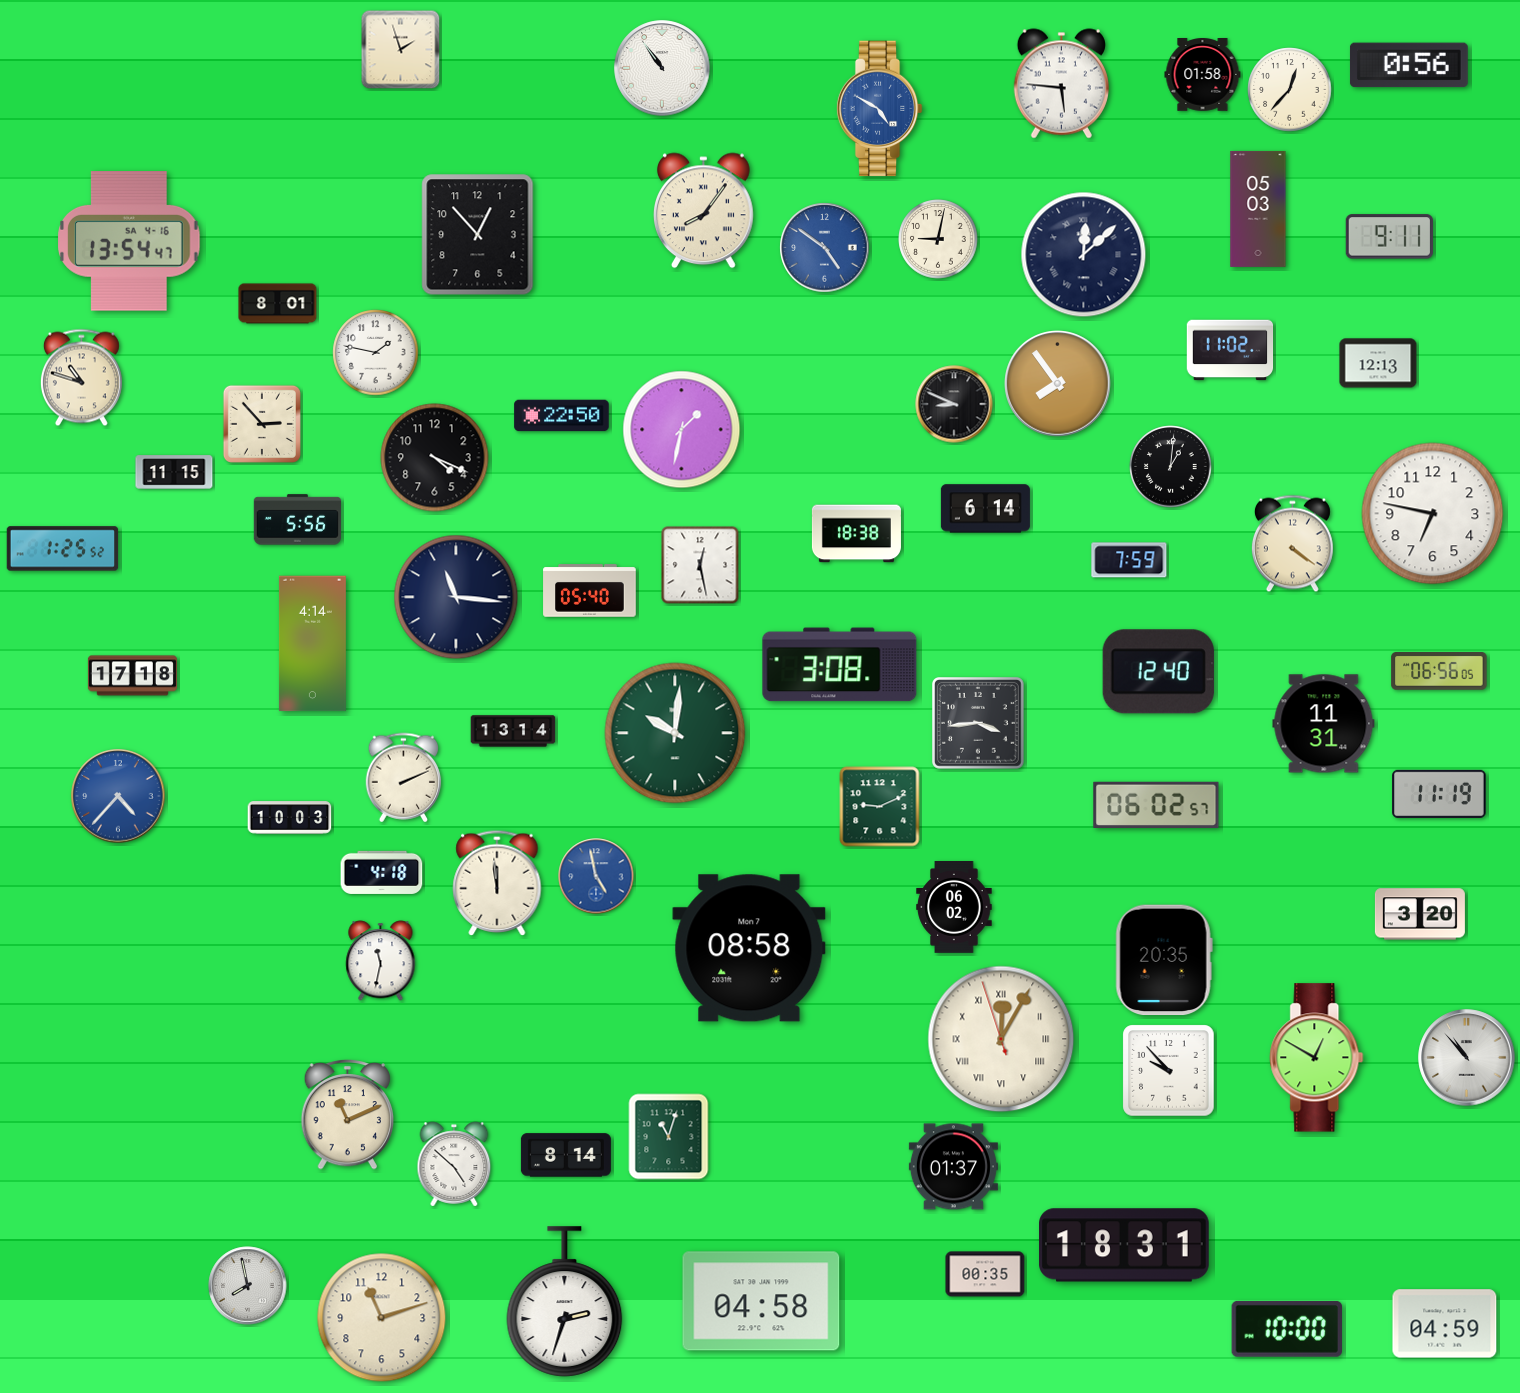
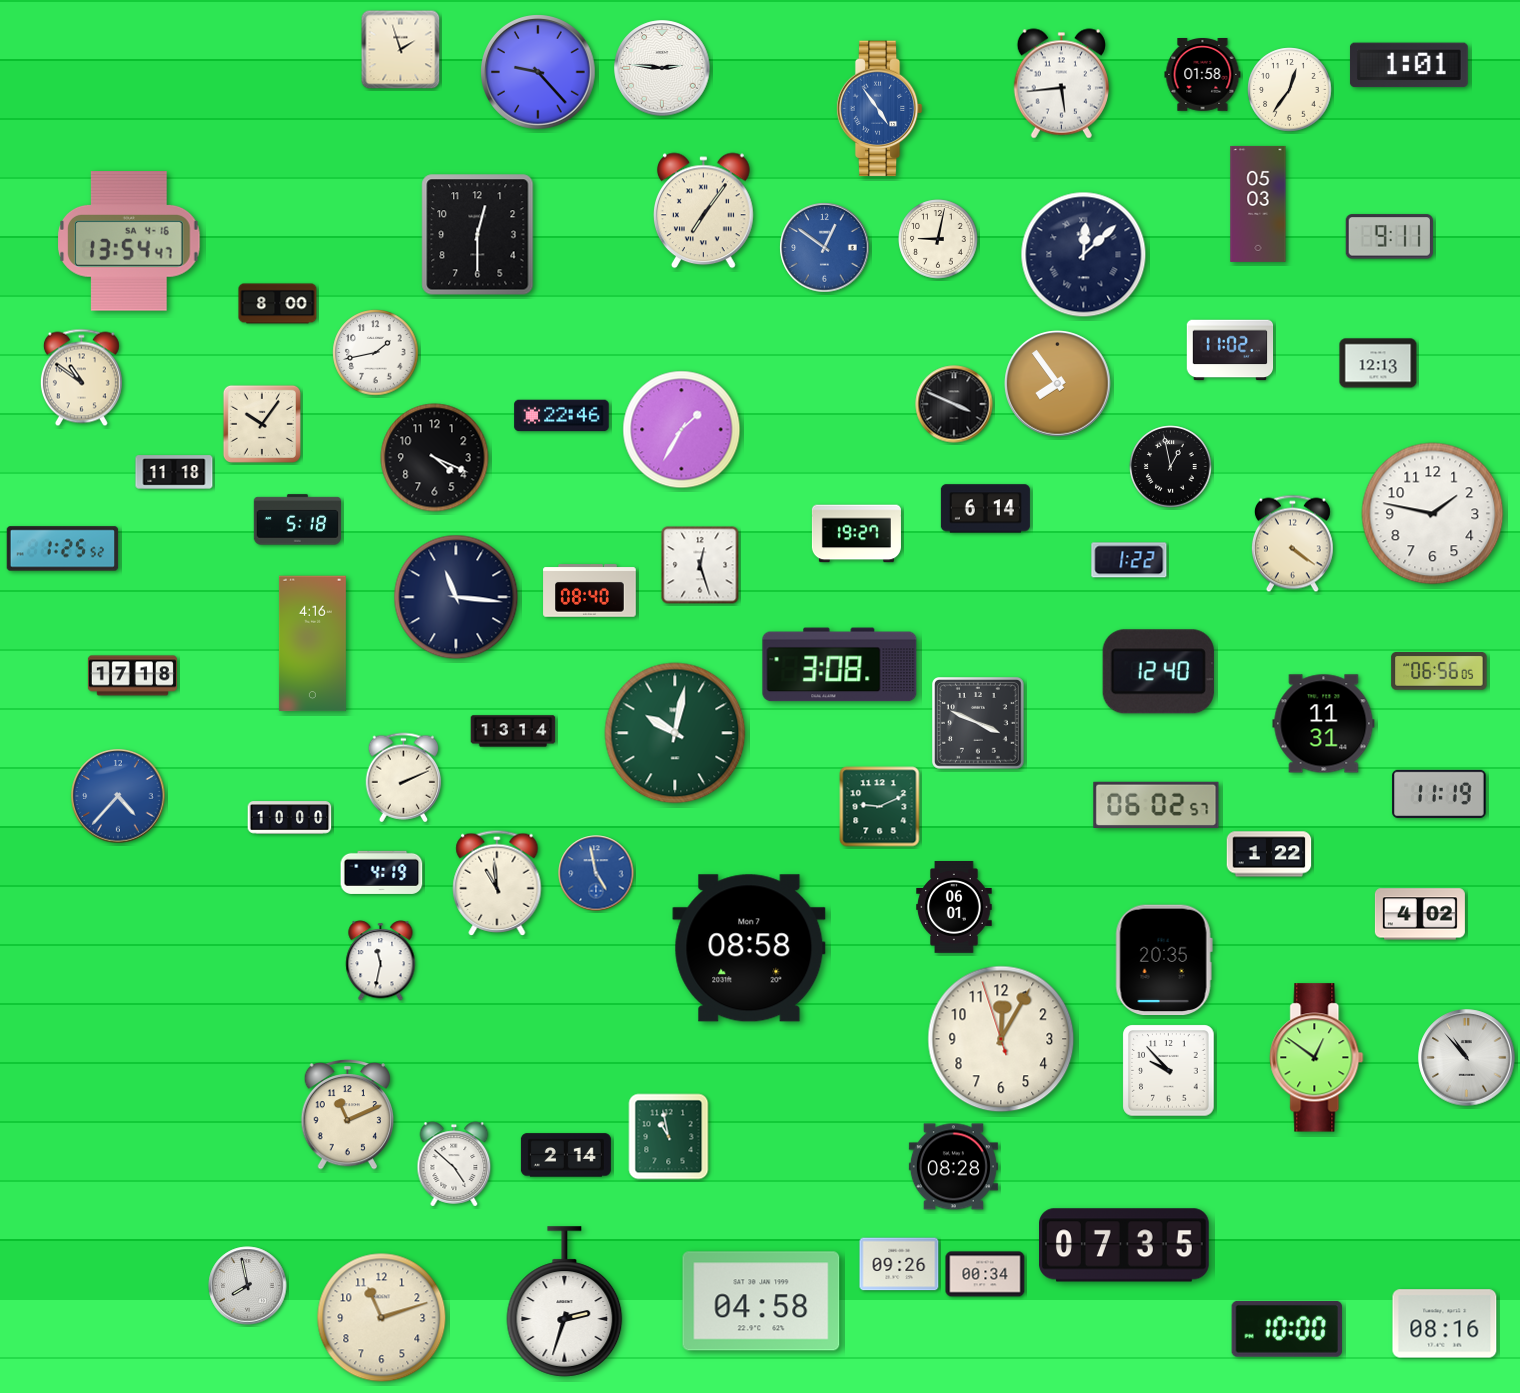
clock at (1409, 65): 0:56 -> 1:01
clock at (662, 68): 10:54 -> 2:46
clock at (539, 73): none -> 9:23
clock at (1061, 84): 5:46 -> 5:44
clock at (1290, 90): 12:37 -> 12:36
clock at (879, 109): 4:50 -> 4:54
clock at (1258, 209) position: (1258, 209) -> (1258, 204)
clock at (704, 211): 8:06 -> 7:06
clock at (478, 235): 12:53 -> 12:30
clock at (825, 248): 4:51 -> 12:51
clock at (278, 304): 8:01 -> 8:00
clock at (376, 353): 1:47 -> 1:43
clock at (81, 378): 10:48 -> 10:51
clock at (954, 404): 8:49 -> 3:49
clock at (562, 416): 22:50 -> 22:46
clock at (262, 424): 2:53 -> 10:06
clock at (682, 430): 1:32 -> 1:35
clock at (1171, 467): 1:01 -> 12:58
clock at (174, 472): 11:15 -> 11:18
clock at (1433, 514): 6:47 -> 1:47
clock at (297, 520): 5:56 -> 5:18
clock at (856, 534): 18:38 -> 19:27
clock at (1129, 560): 7:59 -> 1:22
clock at (700, 565): 12:28 -> 12:27
clock at (590, 591): 05:40 -> 08:40
clock at (312, 644): 4:14 -> 4:16
clock at (979, 724): 3:44 -> 3:49
clock at (675, 733): 10:01 -> 10:02
clock at (290, 818): 10:03 -> 10:00
clock at (1269, 854): none -> 1:22
clock at (382, 872): 4:18 -> 4:19
clock at (596, 876) position: (596, 876) -> (596, 873)
clock at (497, 883): 11:59 -> 10:59
clock at (954, 908): 06:02 -> 06:01
clock at (1420, 914): 3:20 -> 4:02
clock at (1001, 1039) numerals: Roman -> Arabic
clock at (1317, 1058): 12:50 -> 12:51
clock at (669, 1137): 11:03 -> 10:58
clock at (566, 1155): 8:14 -> 2:14
clock at (953, 1167): 01:37 -> 08:28
clock at (1125, 1245): 18:31 -> 07:35
clock at (899, 1264): none -> 09:26
clock at (985, 1274): 00:35 -> 00:34
clock at (1445, 1324): 04:59 -> 08:16
